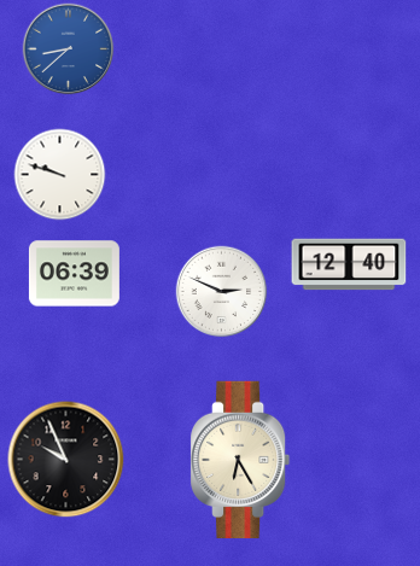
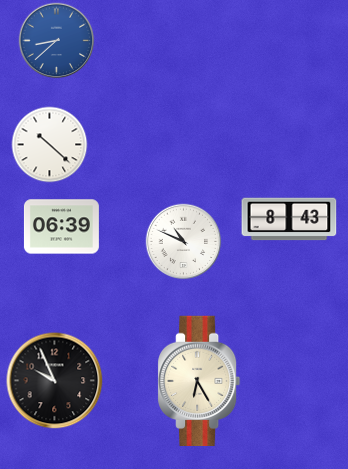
clock at (60, 175): 9:48 -> 10:22
clock at (349, 264): 12:40 -> 8:43
clock at (222, 292): 2:49 -> 10:49
